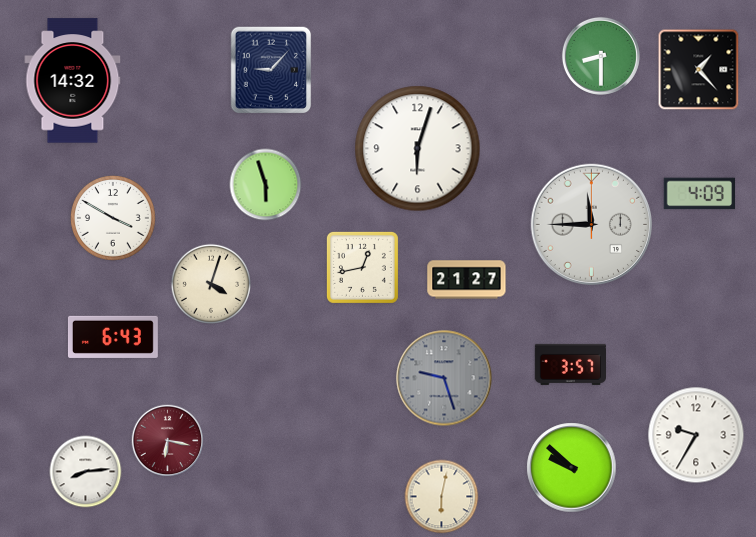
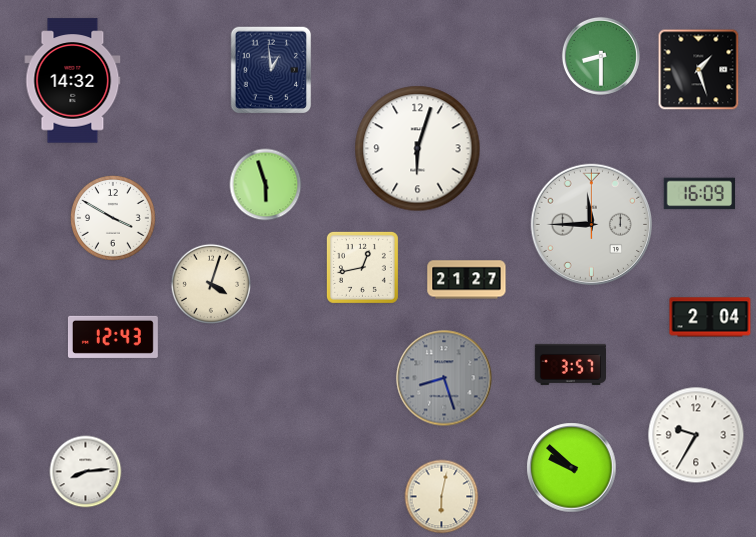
clock at (271, 70): 9:07 -> 12:59
clock at (699, 70): 1:23 -> 1:27
clock at (699, 194): 4:09 -> 16:09
clock at (710, 317): none -> 2:04
clock at (113, 337): 6:43 -> 12:43
clock at (444, 378): 9:27 -> 8:27
clock at (168, 441): 6:17 -> none
